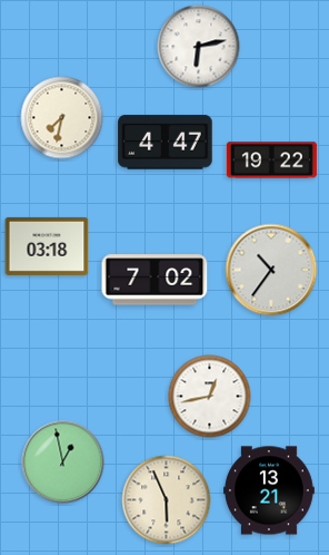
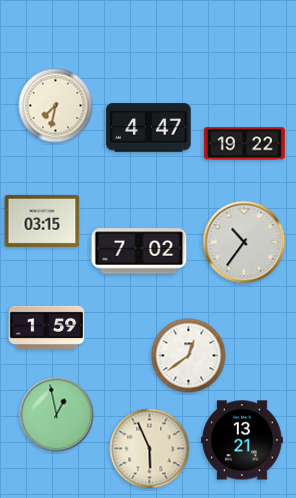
clock at (199, 47): 6:13 -> none
clock at (47, 246): 03:18 -> 03:15
clock at (47, 327): none -> 1:59
clock at (210, 397): 12:43 -> 12:39
